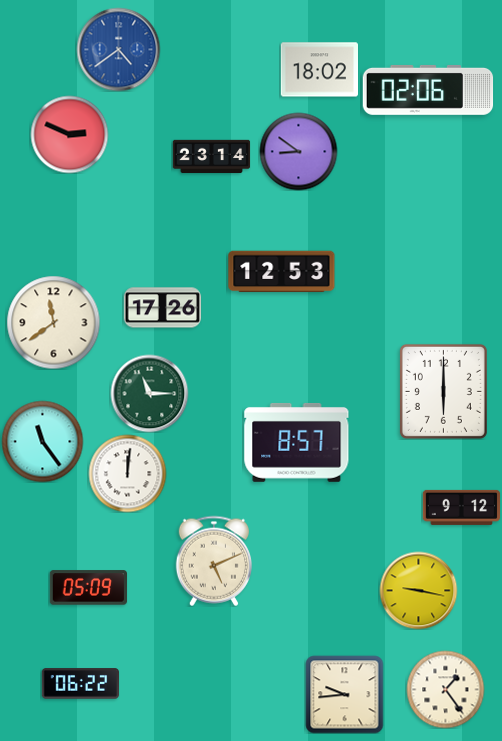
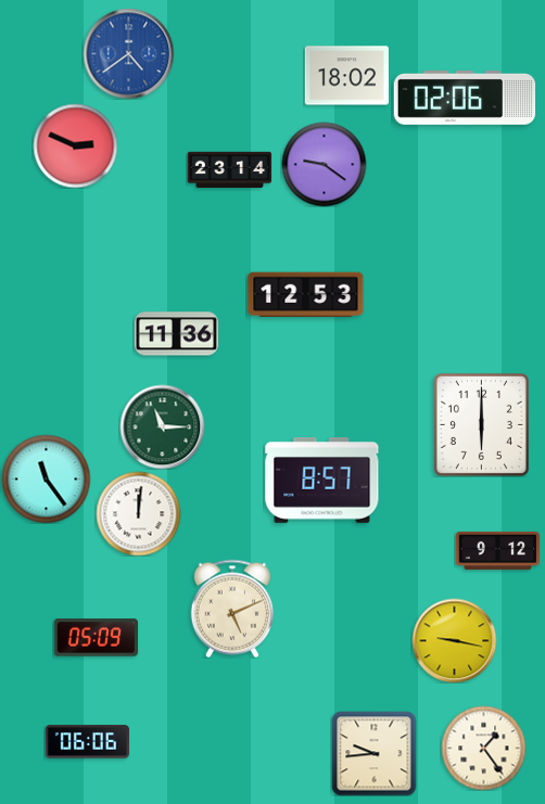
clock at (298, 151): 8:51 -> 9:21
clock at (162, 308): 17:26 -> 11:36
clock at (53, 322): 11:39 -> none
clock at (461, 507) position: (461, 507) -> (497, 550)
clock at (80, 684): 06:22 -> 06:06
